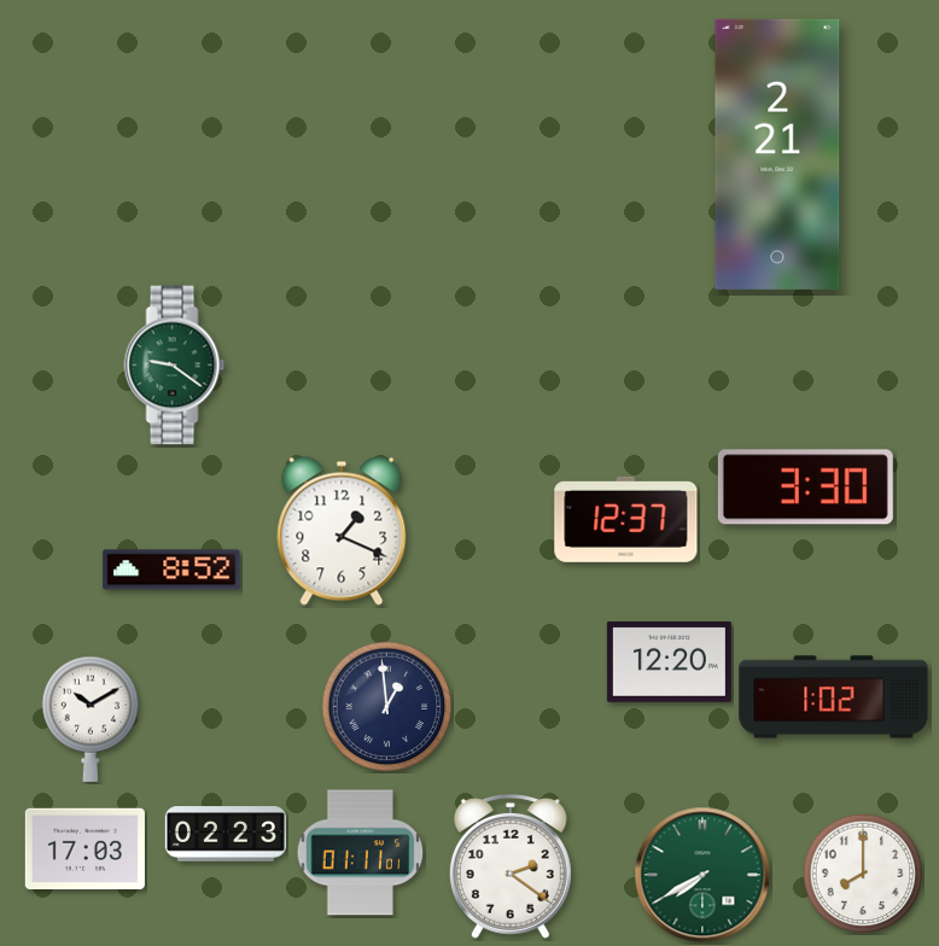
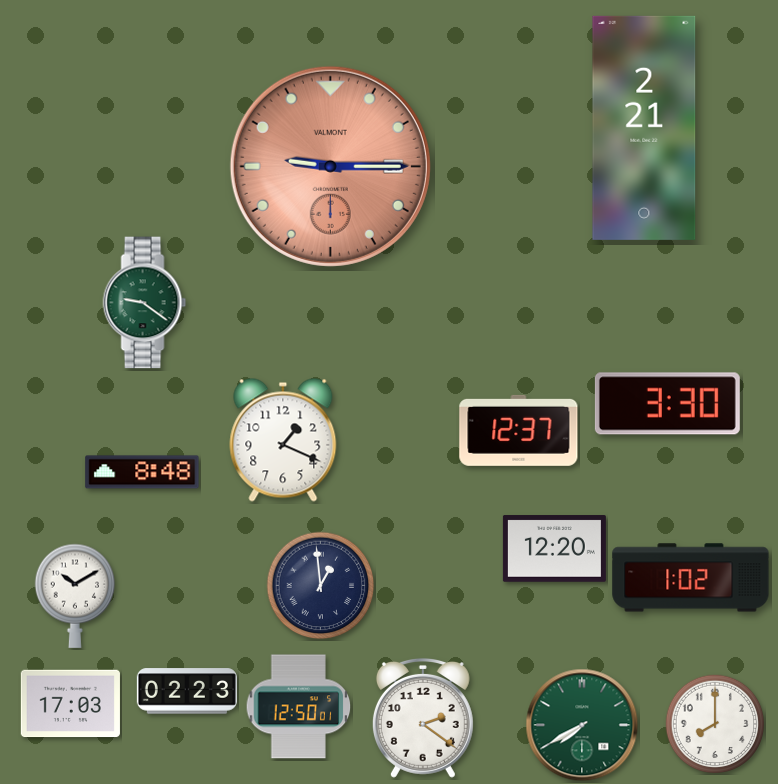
clock at (330, 166): none -> 9:15
clock at (171, 570): 8:52 -> 8:48
clock at (361, 853): 01:11 -> 12:50
